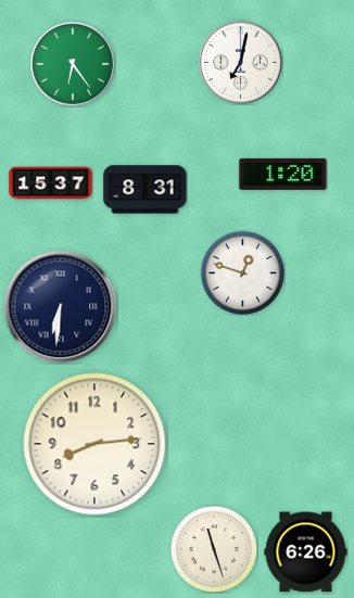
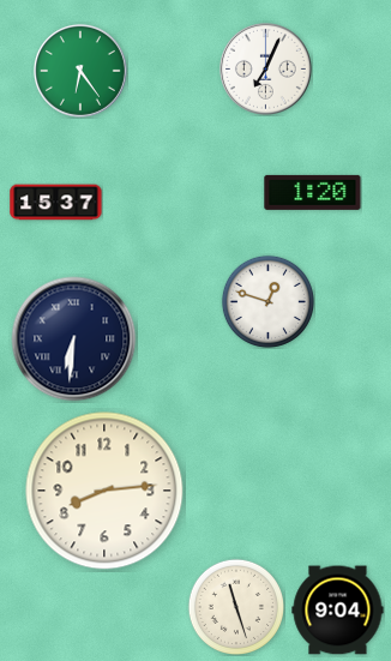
clock at (241, 63): 7:02 -> 7:04
clock at (146, 190): 8:31 -> none
clock at (61, 307) position: (61, 307) -> (74, 339)
clock at (306, 552): 6:26 -> 9:04
